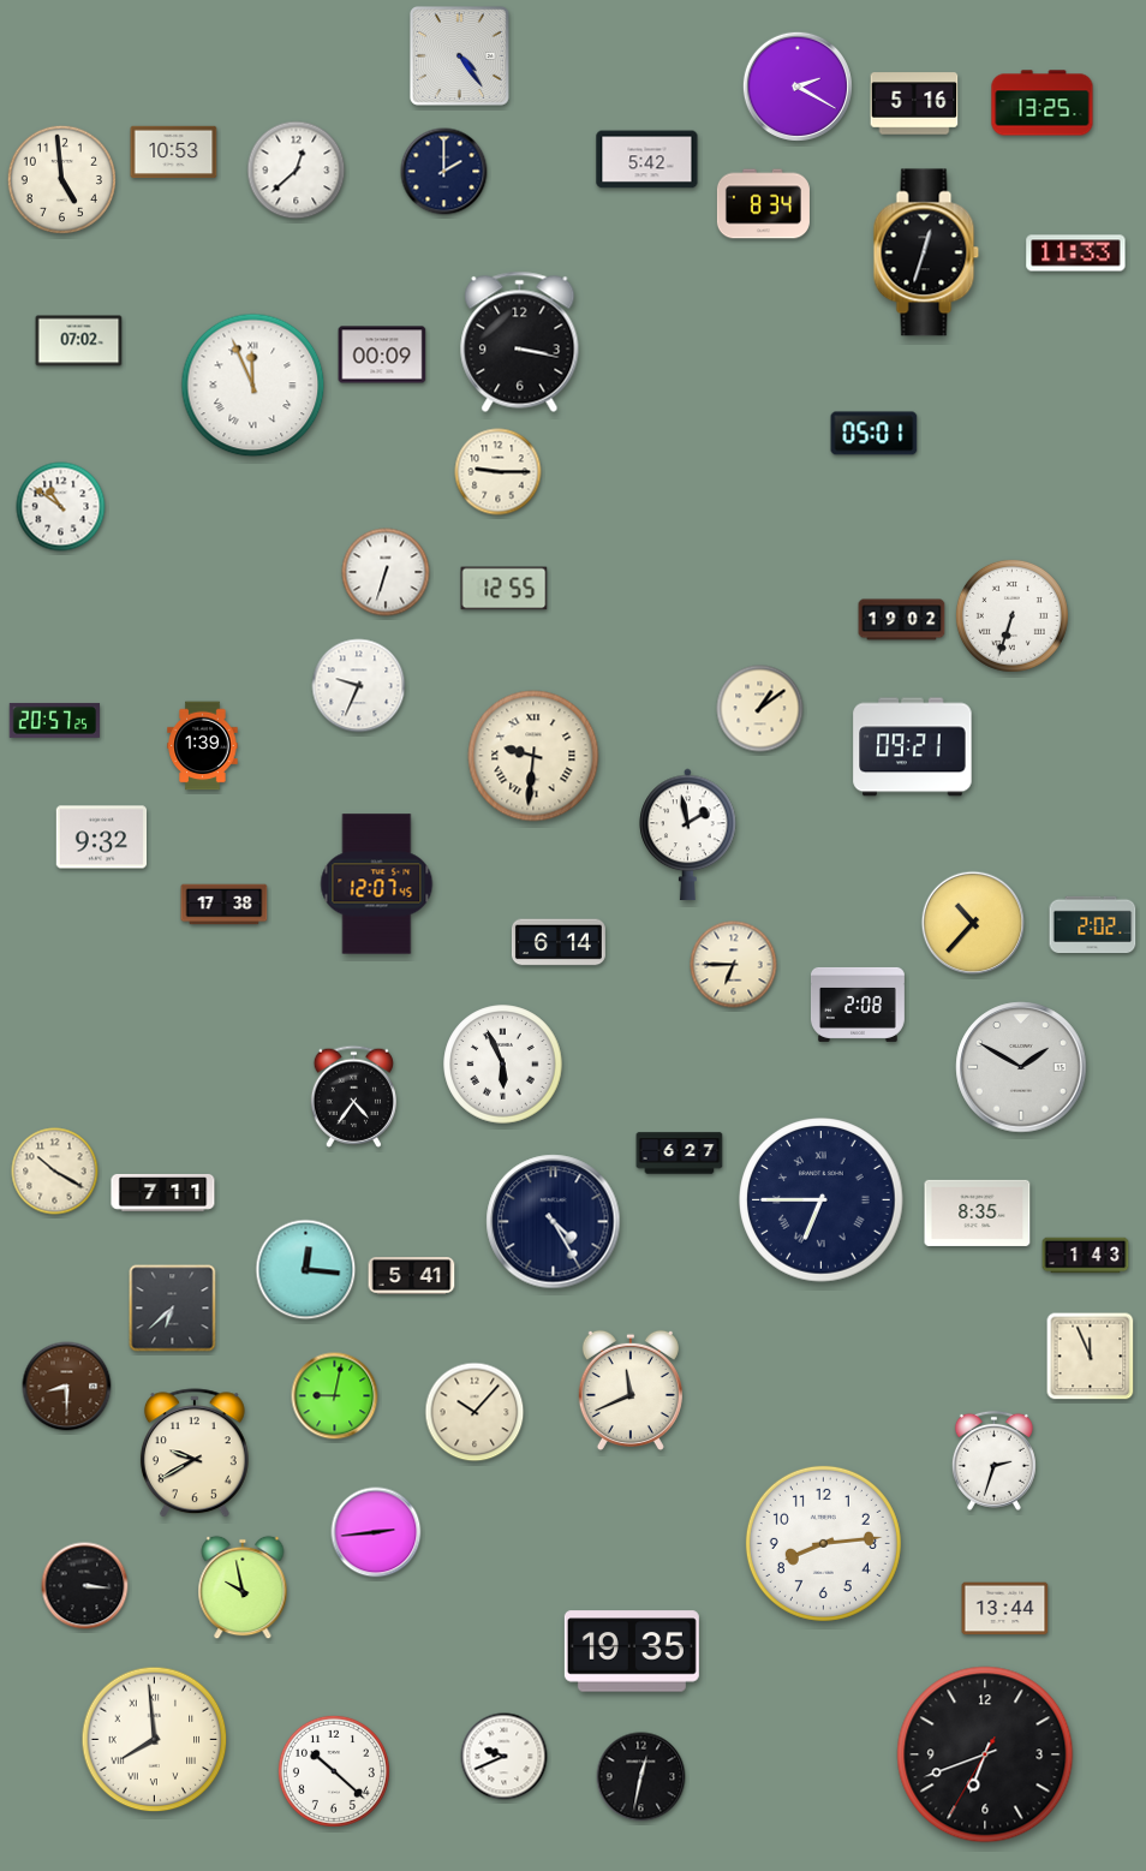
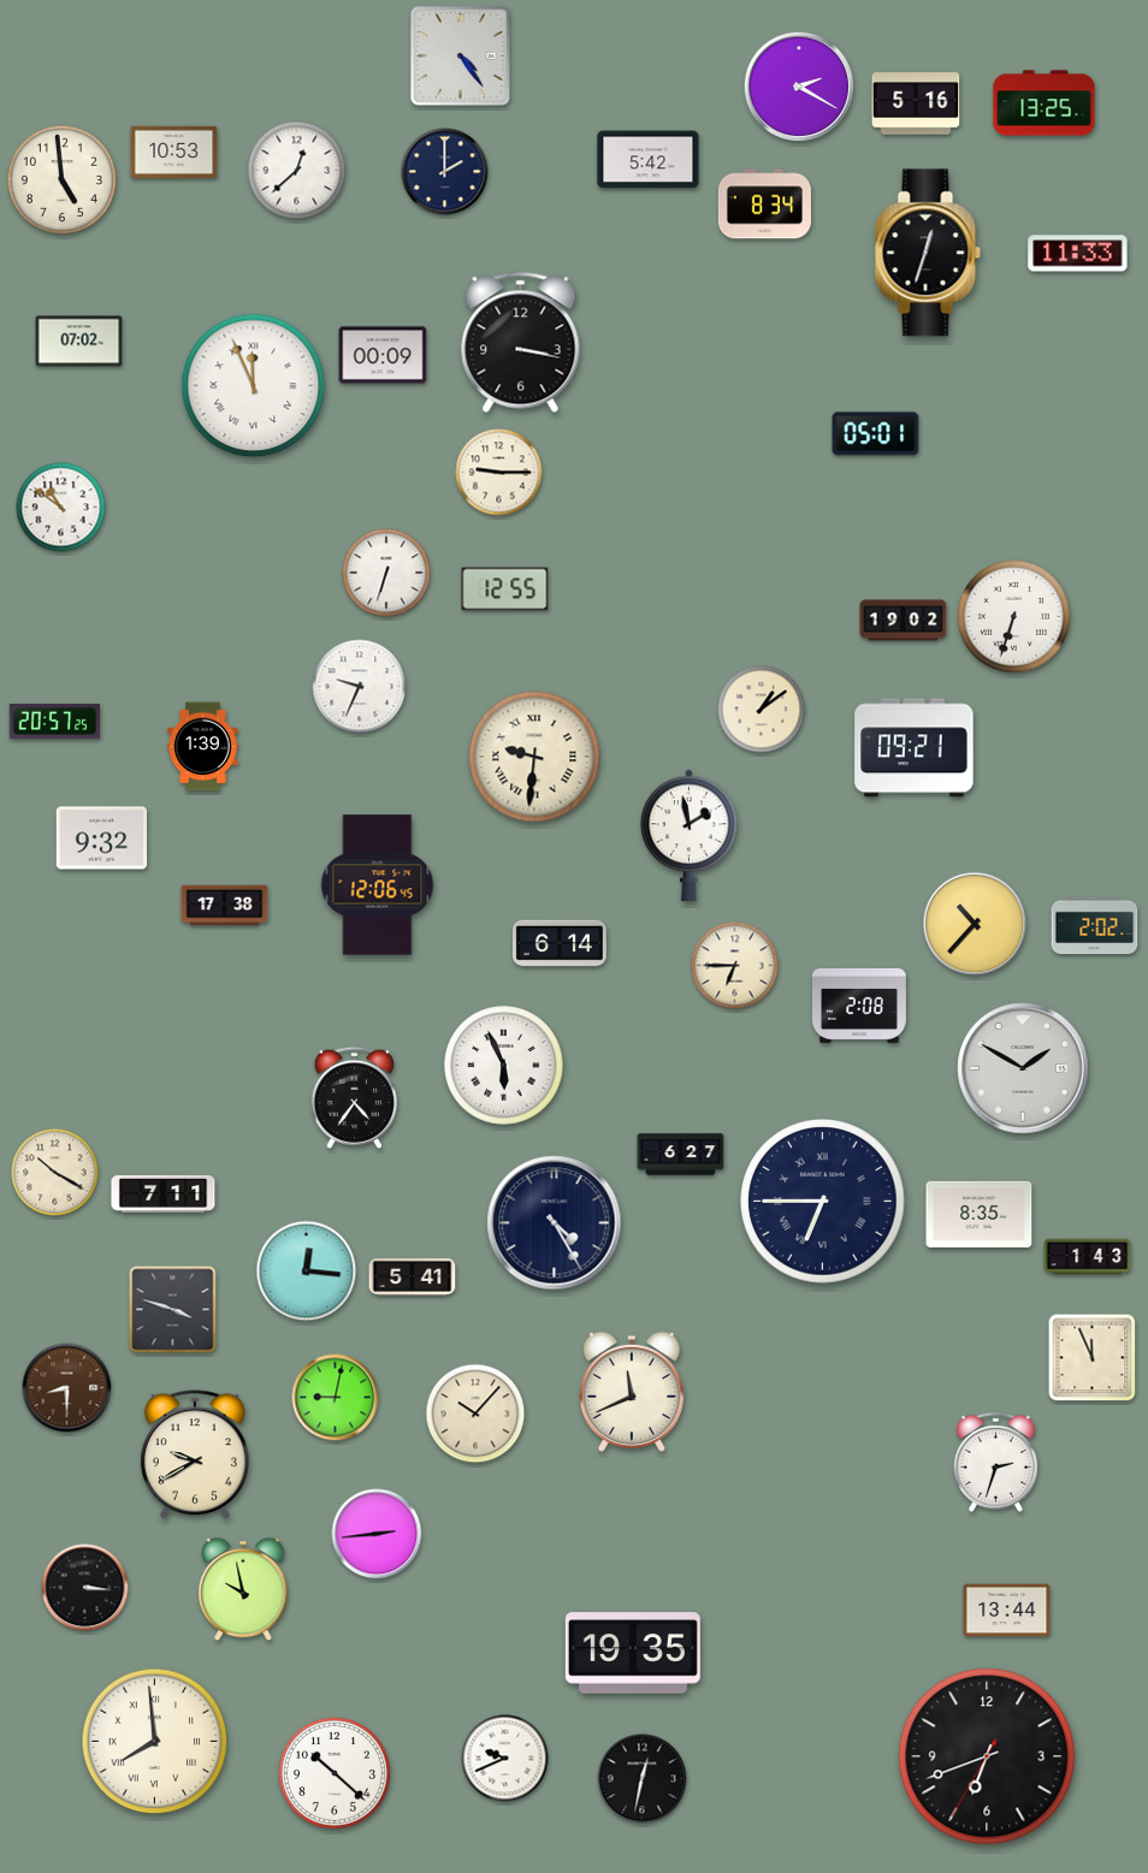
clock at (377, 884): 12:07 -> 12:06
clock at (173, 1309): 6:38 -> 3:48
clock at (823, 1543): 8:14 -> none
